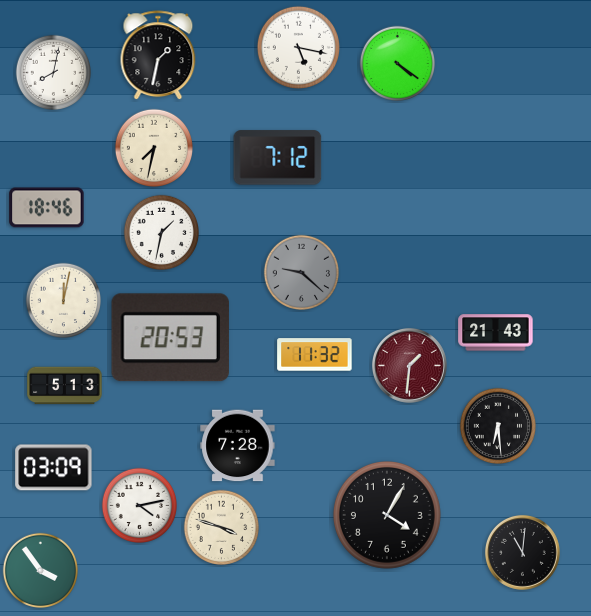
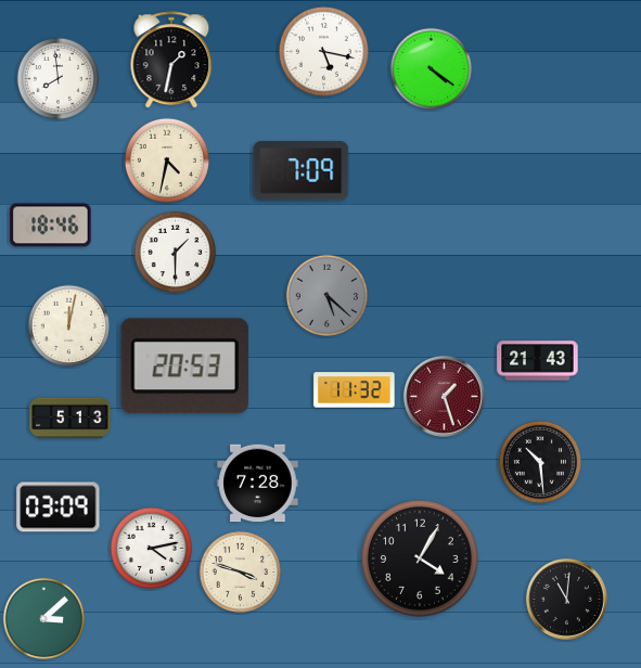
clock at (54, 73): 8:02 -> 7:59
clock at (153, 147): 7:32 -> 4:32
clock at (278, 158): 7:12 -> 7:09
clock at (162, 233): 1:32 -> 1:30
clock at (302, 273): 9:22 -> 5:22
clock at (315, 355) position: (315, 355) -> (355, 390)
clock at (409, 365): 1:31 -> 1:27
clock at (497, 425): 6:29 -> 10:29
clock at (41, 571): 3:54 -> 3:08
